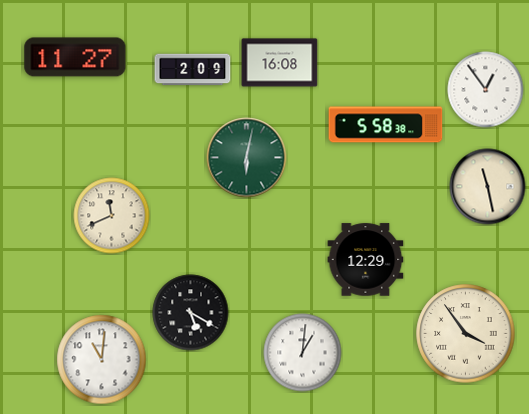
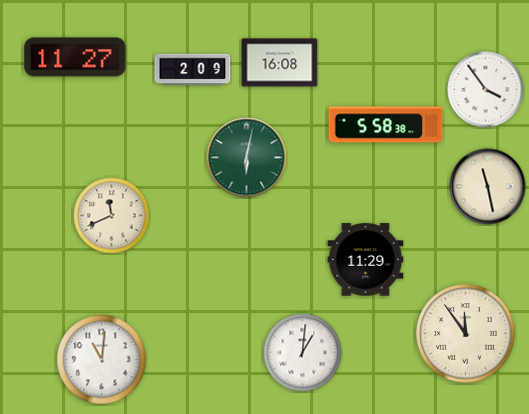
clock at (486, 90): 12:54 -> 3:54
clock at (366, 260): 12:29 -> 11:29
clock at (191, 313): 5:20 -> none
clock at (466, 334): 3:54 -> 11:54
